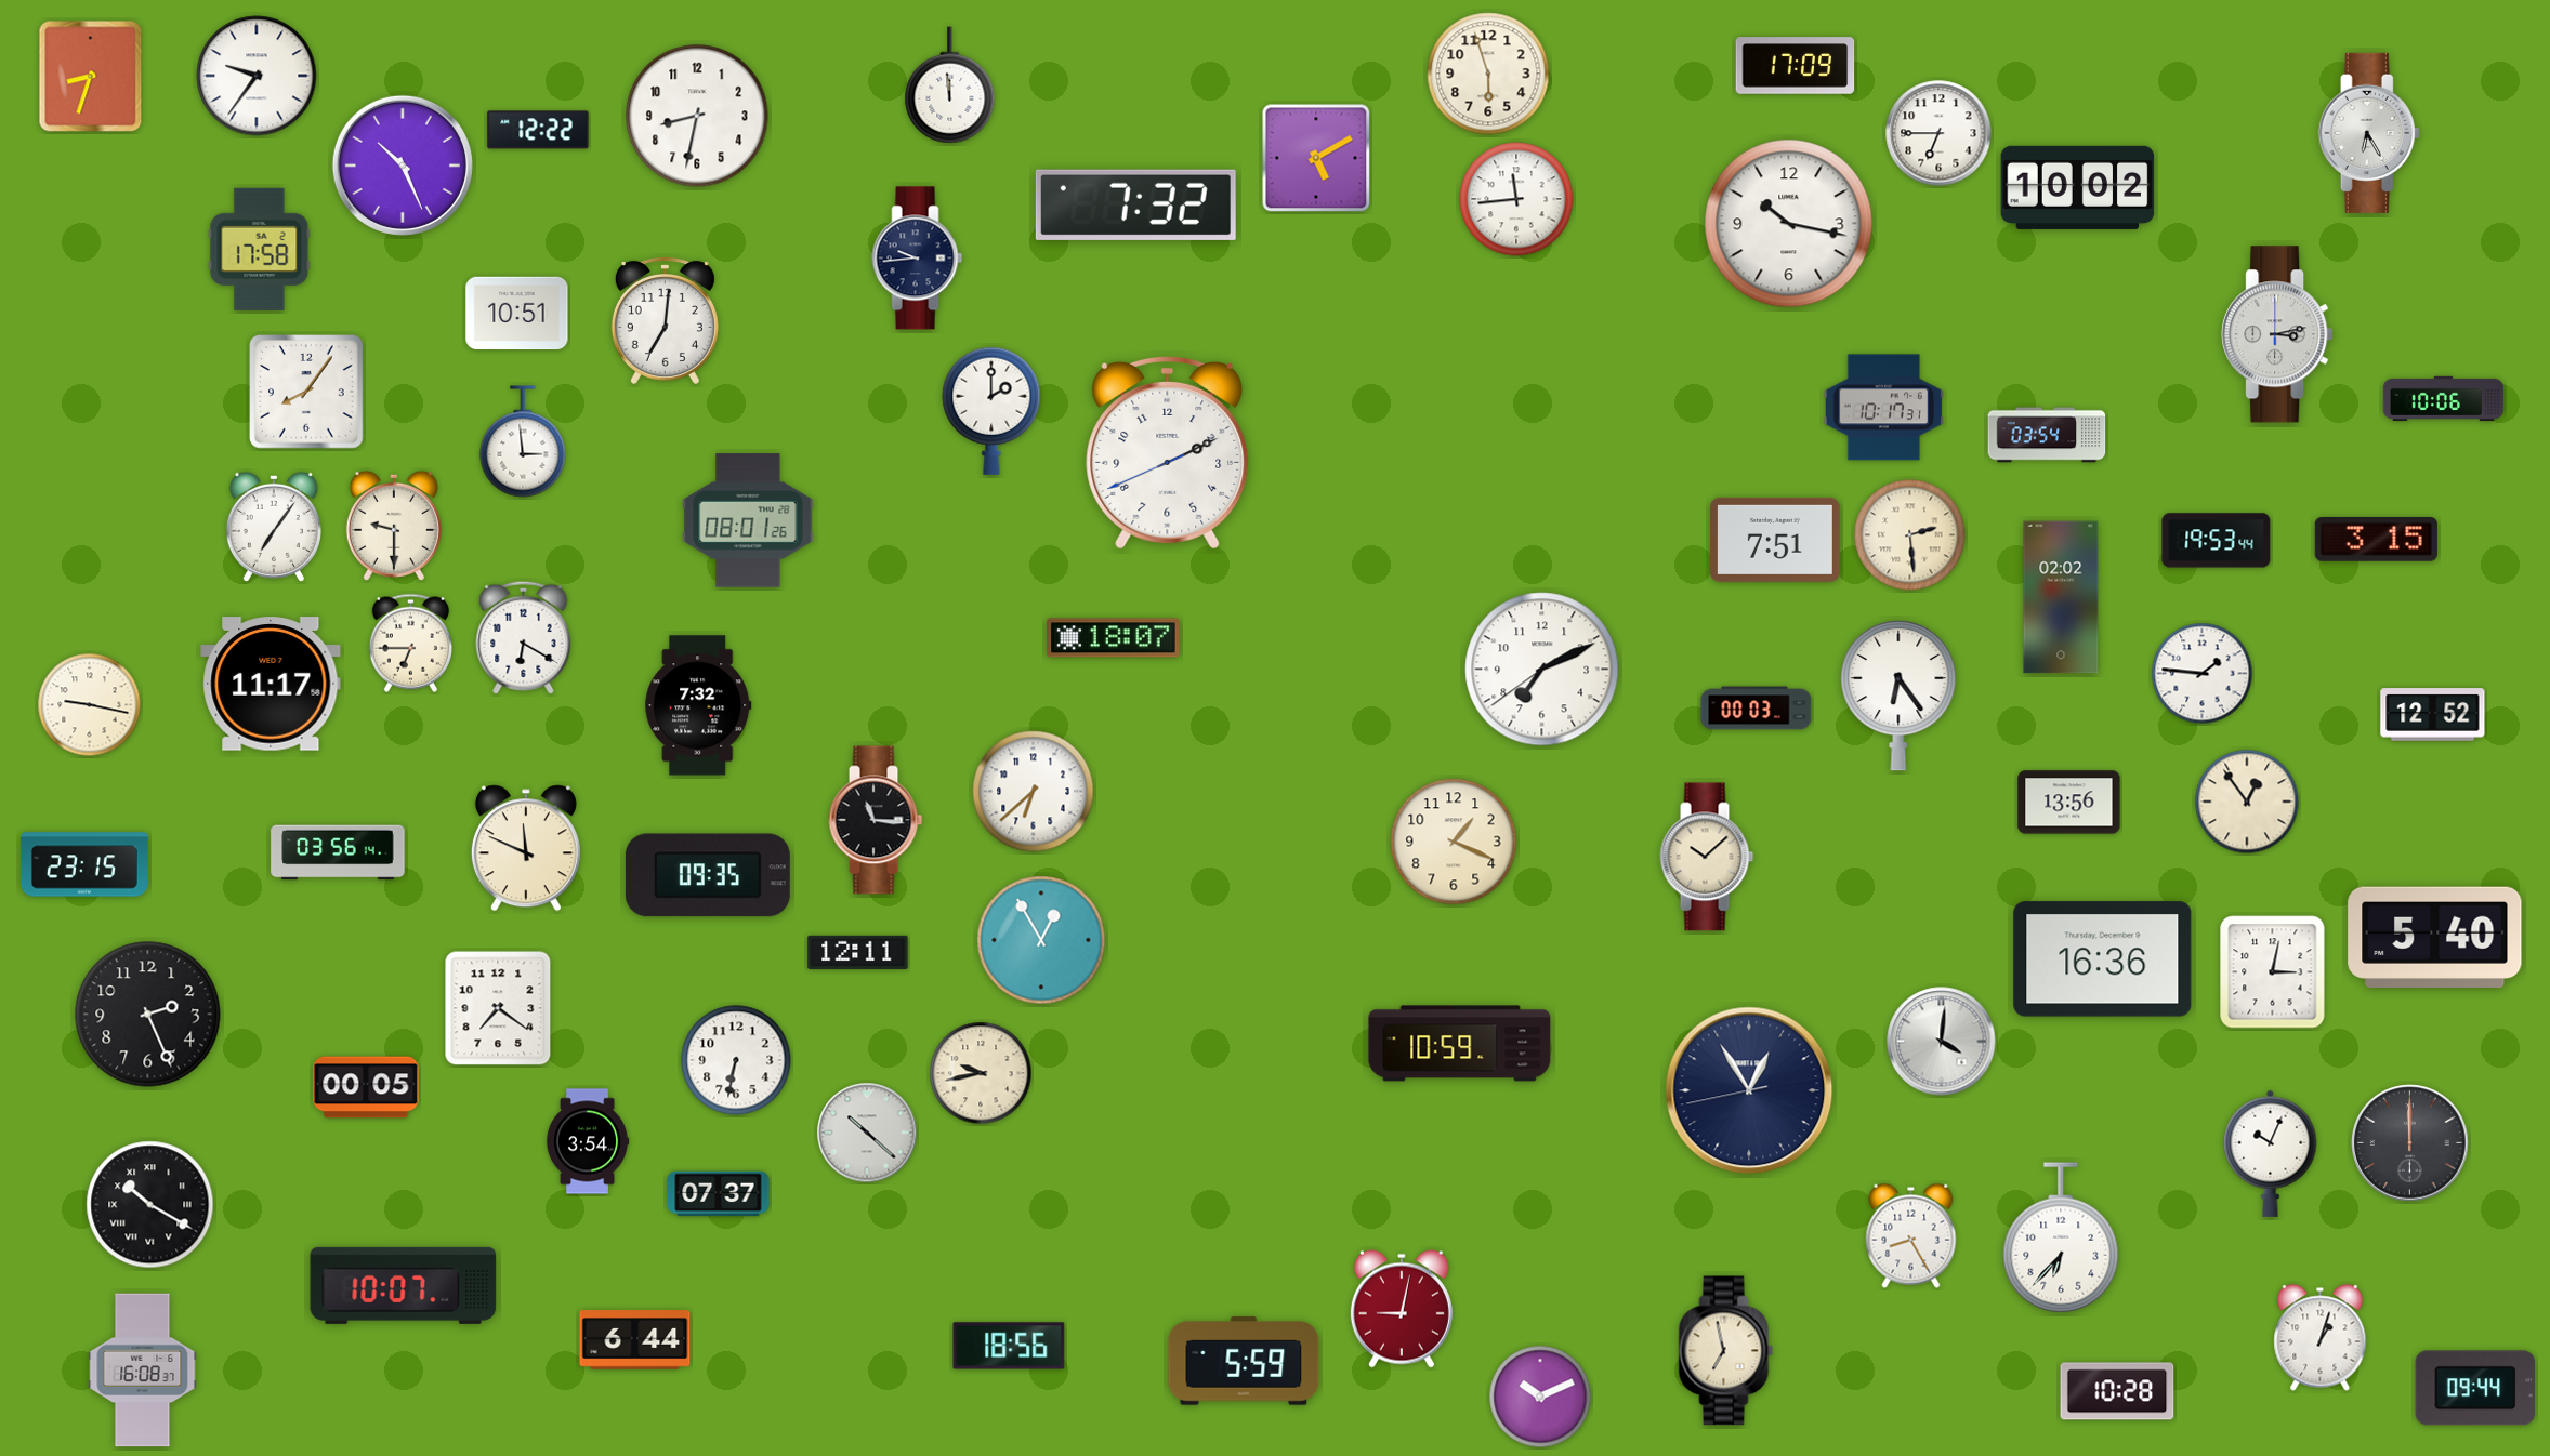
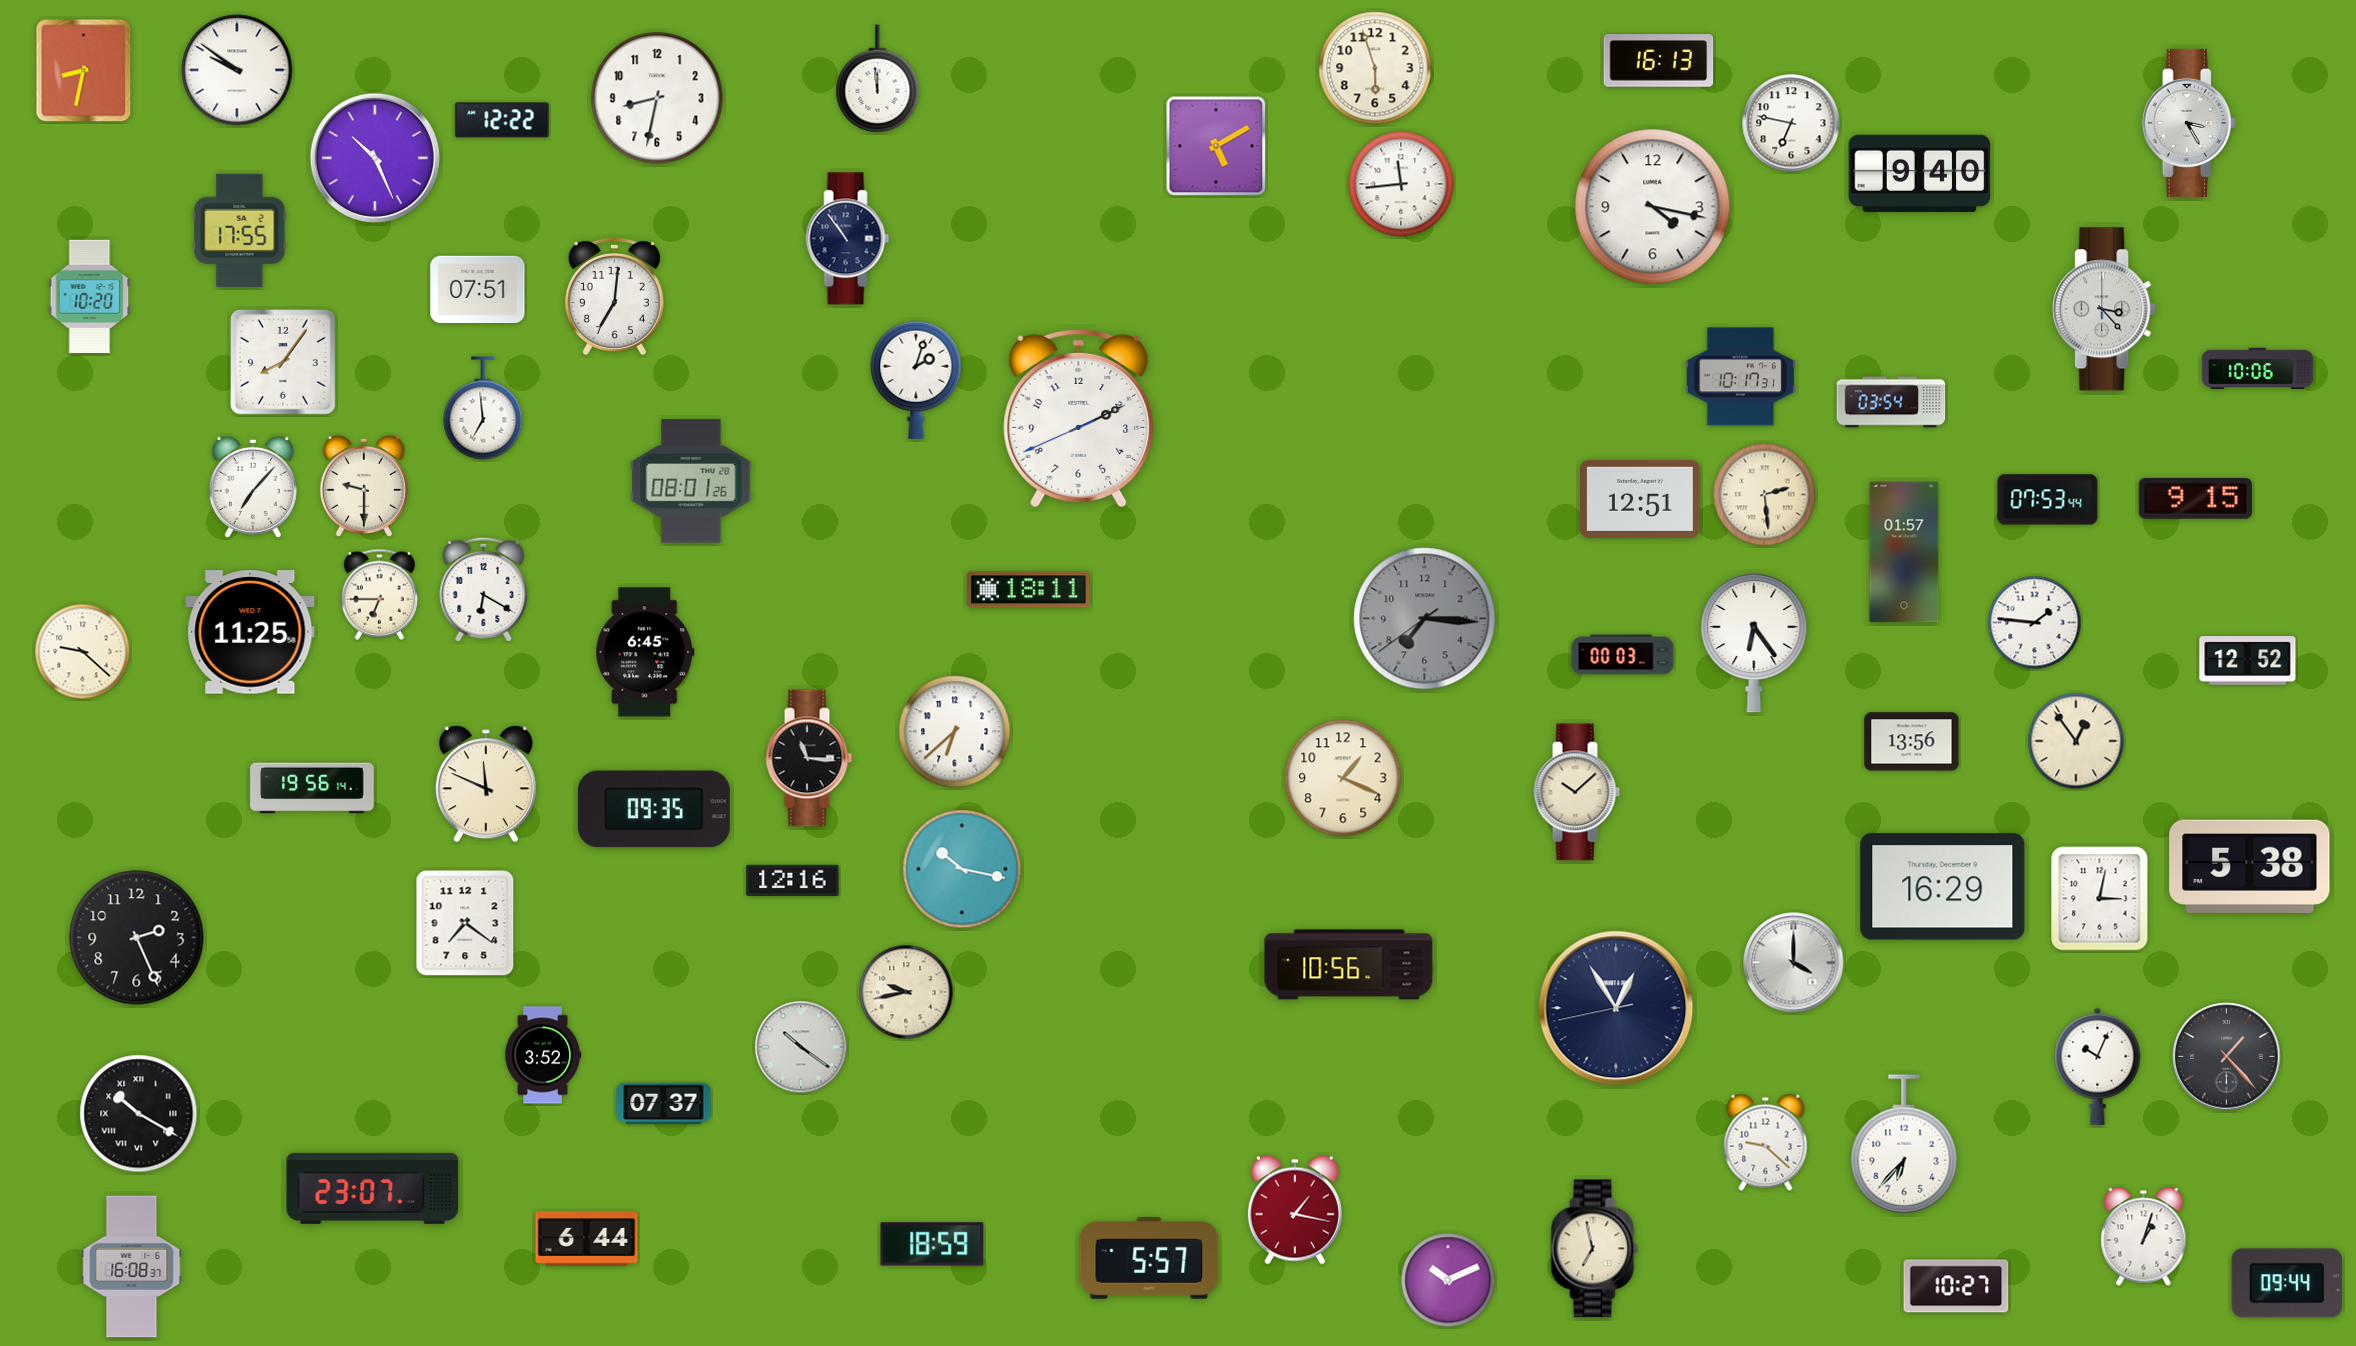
clock at (1796, 66): 17:09 -> 16:13
clock at (257, 76): 9:36 -> 9:51
clock at (91, 77): 8:33 -> 8:32
clock at (697, 116) position: (697, 116) -> (657, 98)
clock at (538, 130) position: (538, 130) -> (502, 120)
clock at (1938, 133): 6:45 -> 6:47
clock at (2369, 133): 6:25 -> 3:25
clock at (403, 166) position: (403, 166) -> (375, 158)
clock at (2078, 187): 10:02 -> 9:40
clock at (1135, 204): 7:32 -> none
clock at (1789, 224): 10:17 -> 4:17
clock at (260, 249): 17:58 -> 17:55
clock at (918, 259): 9:44 -> 10:54
clock at (517, 314): 10:51 -> 07:51
clock at (90, 296): none -> 10:20
clock at (2277, 334): 3:13 -> 3:23
clock at (991, 411): 2:00 -> 2:03
clock at (523, 441): 2:59 -> 6:59
clock at (274, 527): 7:06 -> 7:07
clock at (2376, 539): 3:15 -> 9:15
clock at (1776, 540): 7:51 -> 12:51
clock at (2217, 541): 19:53 -> 07:53
clock at (2061, 597): 02:02 -> 01:57
clock at (1114, 638): 18:07 -> 18:11
clock at (1542, 670): 7:10 -> 7:15
clock at (1542, 670) dial: white -> grey
clock at (271, 684): 11:17 -> 11:25
clock at (90, 705): 9:17 -> 9:22
clock at (698, 705): 7:32 -> 6:45
clock at (338, 852): 03:56 -> 19:56
clock at (84, 864): 23:15 -> none
clock at (2435, 937): 5:40 -> 5:38
clock at (1041, 940): 12:55 -> 10:17
clock at (858, 952): 12:11 -> 12:16
clock at (2103, 959): 16:36 -> 16:29
clock at (498, 1008) position: (498, 1008) -> (465, 923)
clock at (1942, 1042): 4:01 -> 4:00
clock at (1460, 1044): 10:59 -> 10:56
clock at (736, 1060): 6:32 -> none
clock at (366, 1087): 00:05 -> none
clock at (867, 1133): 10:22 -> 10:21
clock at (588, 1141): 3:54 -> 3:52
clock at (2410, 1143): 12:00 -> 1:23
clock at (1911, 1235): 8:25 -> 9:22
clock at (404, 1285): 10:07 -> 23:07
clock at (1402, 1309): 9:02 -> 1:17
clock at (1009, 1346): 18:56 -> 18:59
clock at (1244, 1361): 5:59 -> 5:57
clock at (2117, 1391): 10:28 -> 10:27
clock at (1540, 1397) position: (1540, 1397) -> (1448, 1280)
